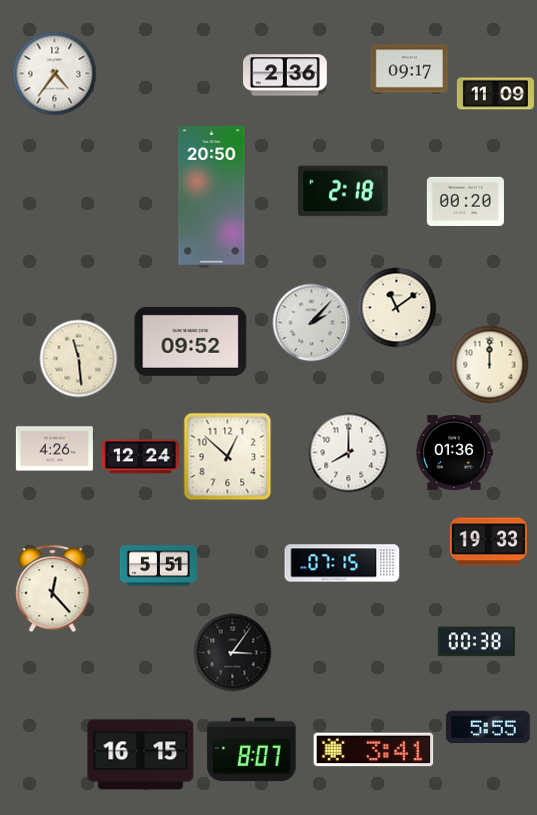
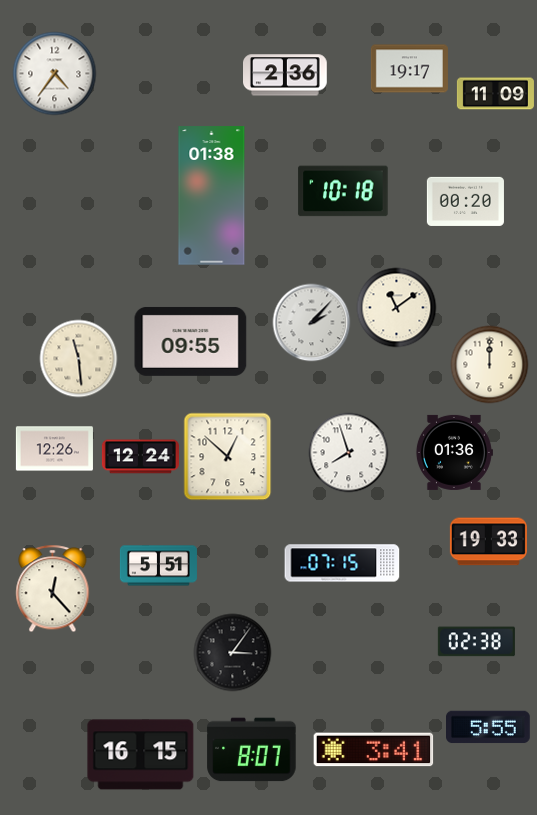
clock at (409, 69): 09:17 -> 19:17
clock at (343, 191): 2:18 -> 10:18
clock at (212, 196): 20:50 -> 01:38
clock at (191, 341): 09:52 -> 09:55
clock at (54, 449): 4:26 -> 12:26
clock at (348, 452): 8:00 -> 7:57
clock at (476, 642): 00:38 -> 02:38
